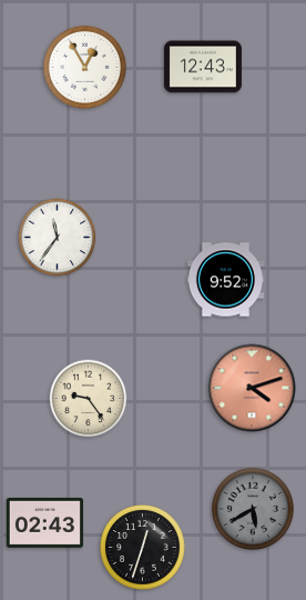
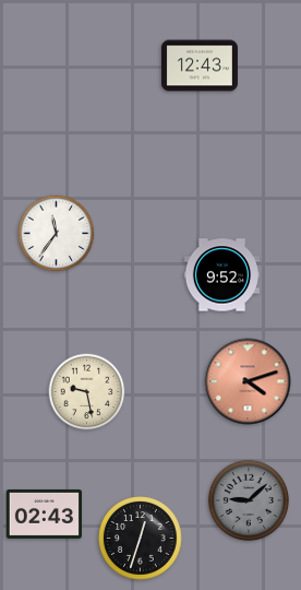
clock at (84, 67): 12:55 -> none
clock at (89, 399): 9:24 -> 9:28
clock at (253, 509): 5:40 -> 9:08
